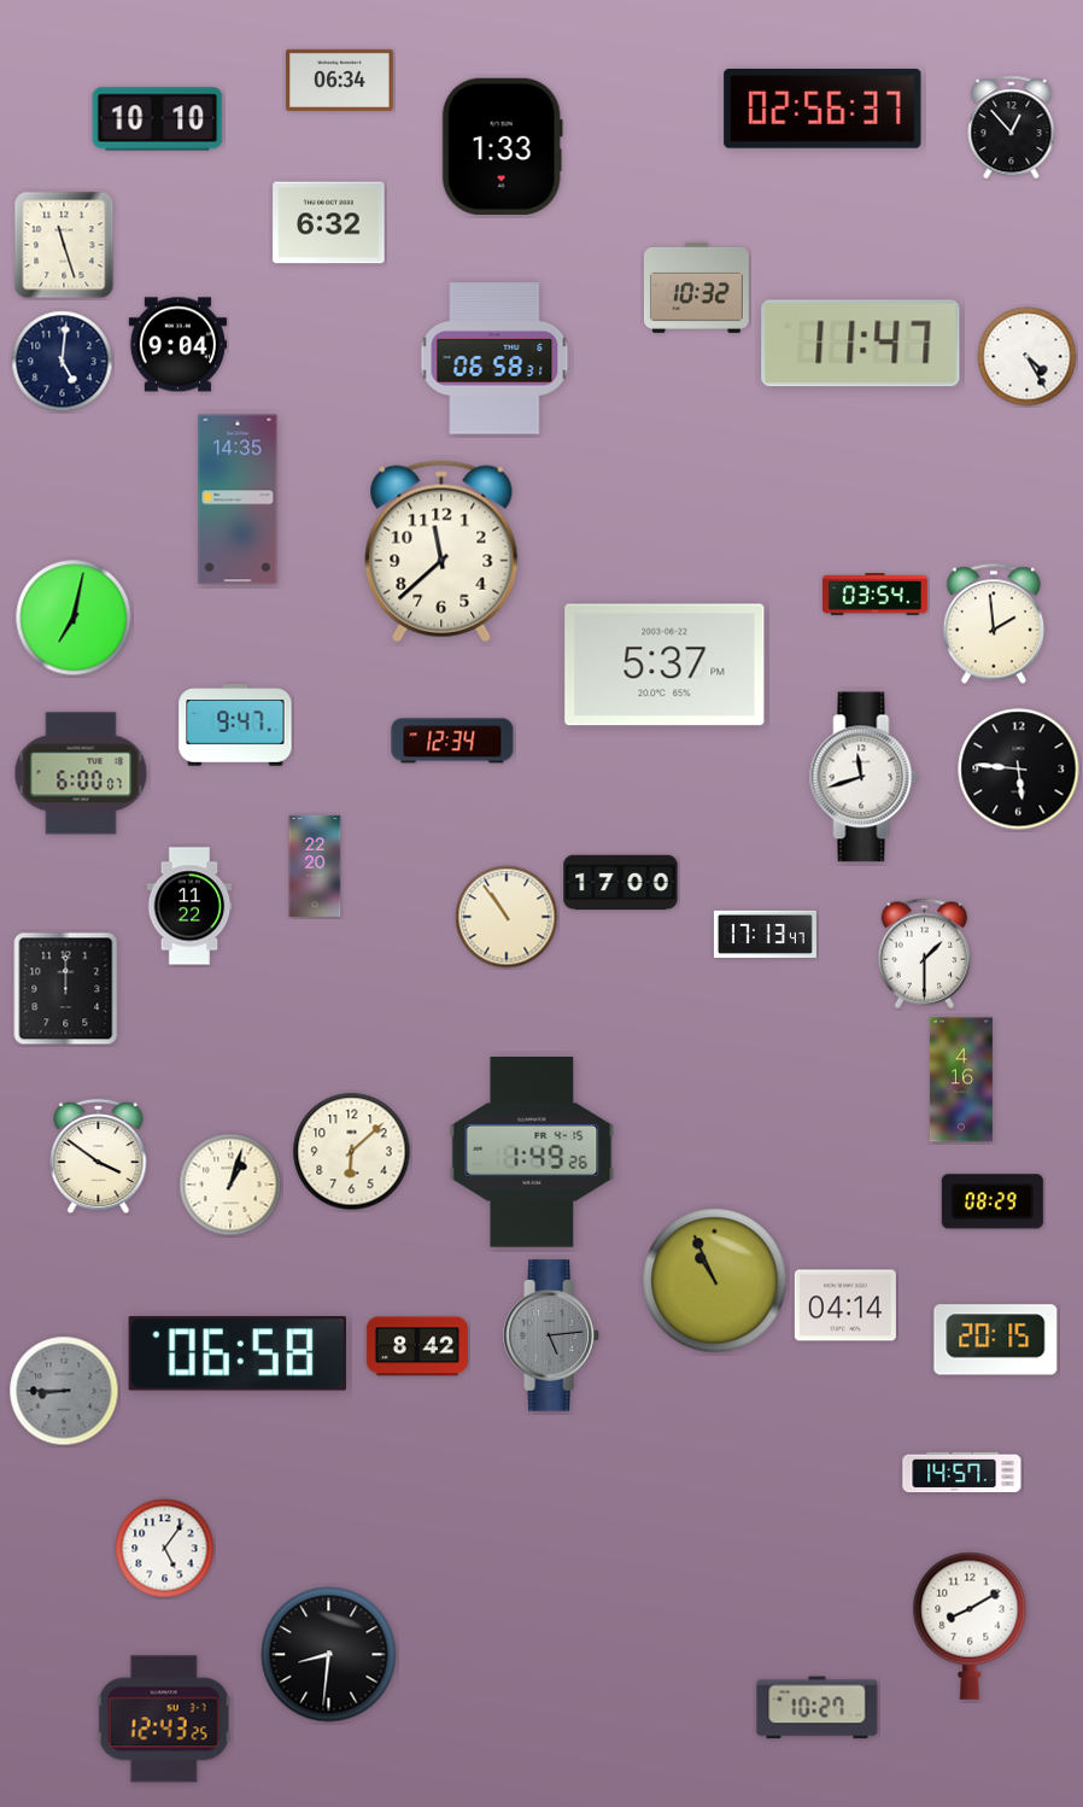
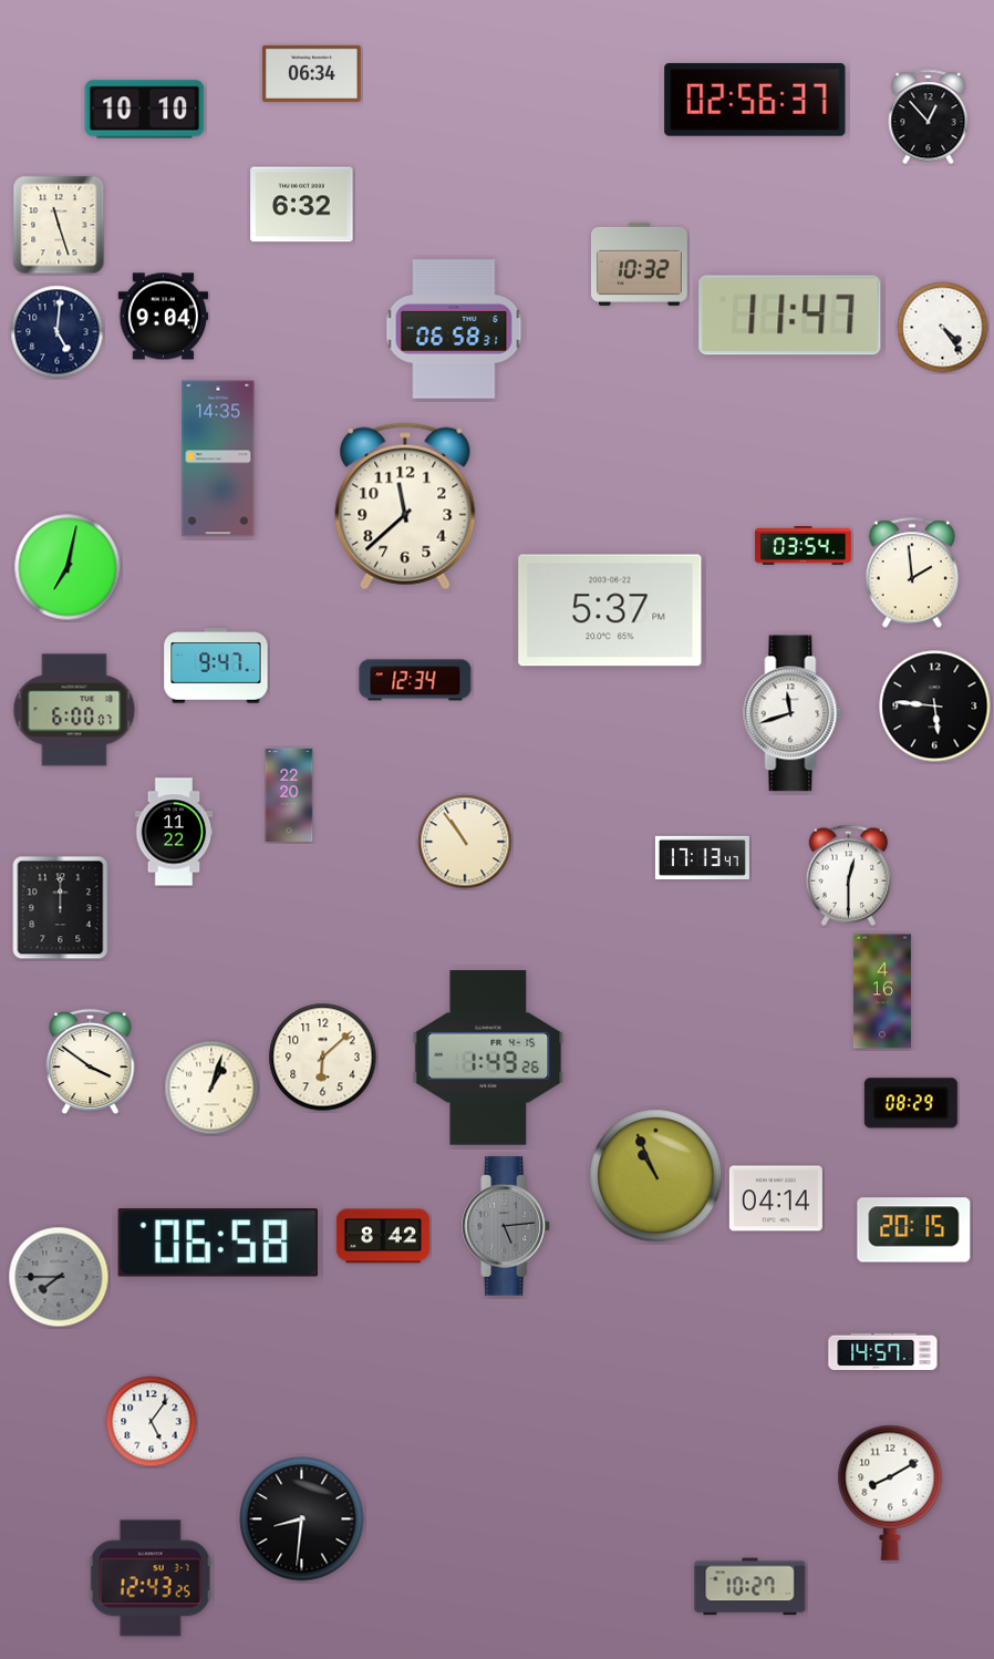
clock at (502, 146): 1:33 -> none
clock at (1028, 357): 4:25 -> 4:24
clock at (621, 883): 17:00 -> none
clock at (925, 953): 1:30 -> 12:30
clock at (64, 1391): 8:45 -> 7:45
clock at (818, 1708) position: (818, 1708) -> (750, 1587)
